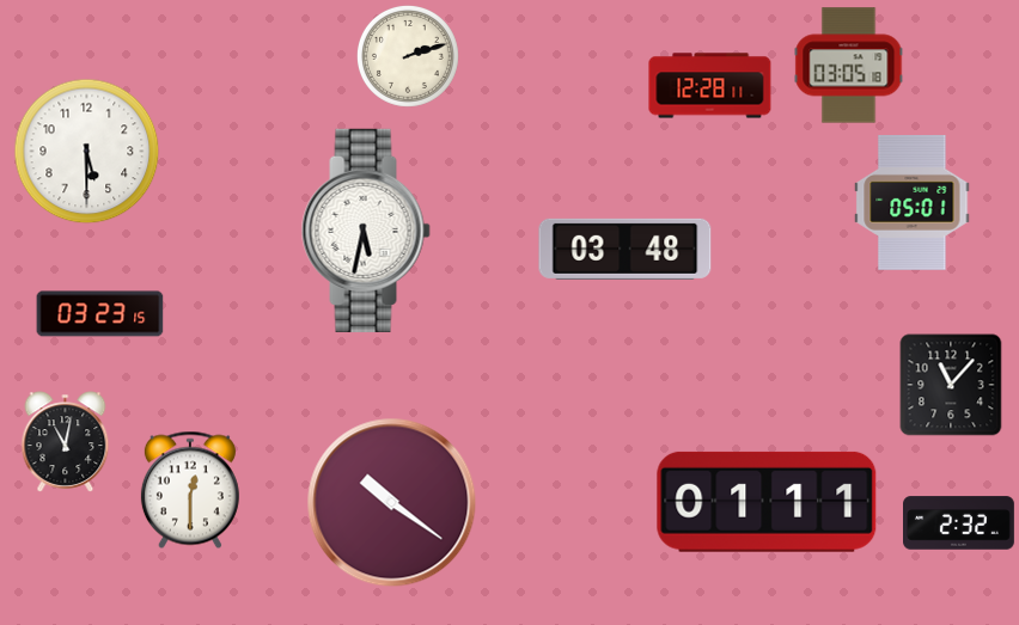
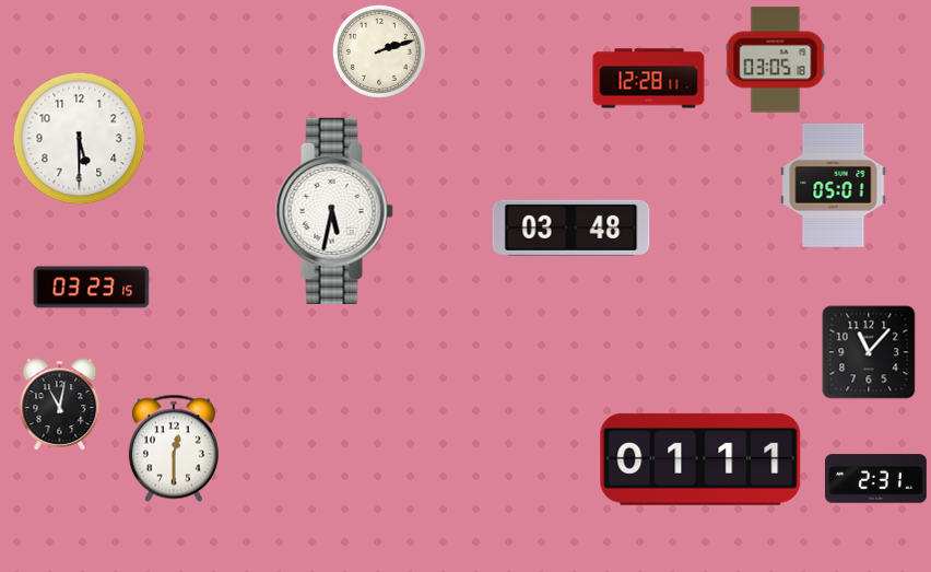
clock at (408, 56) position: (408, 56) -> (379, 51)
clock at (392, 503): 10:21 -> none
clock at (959, 523): 2:32 -> 2:31
